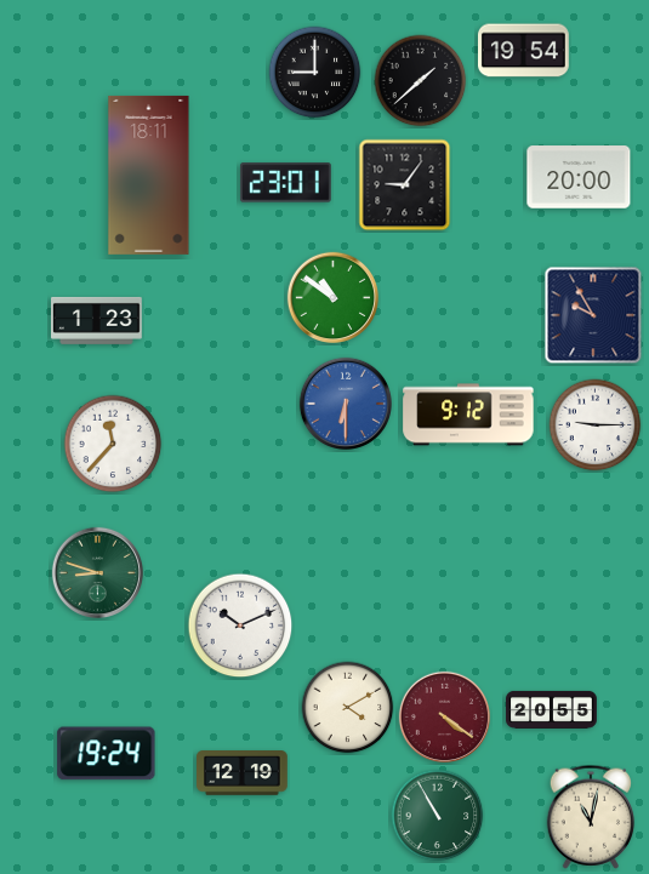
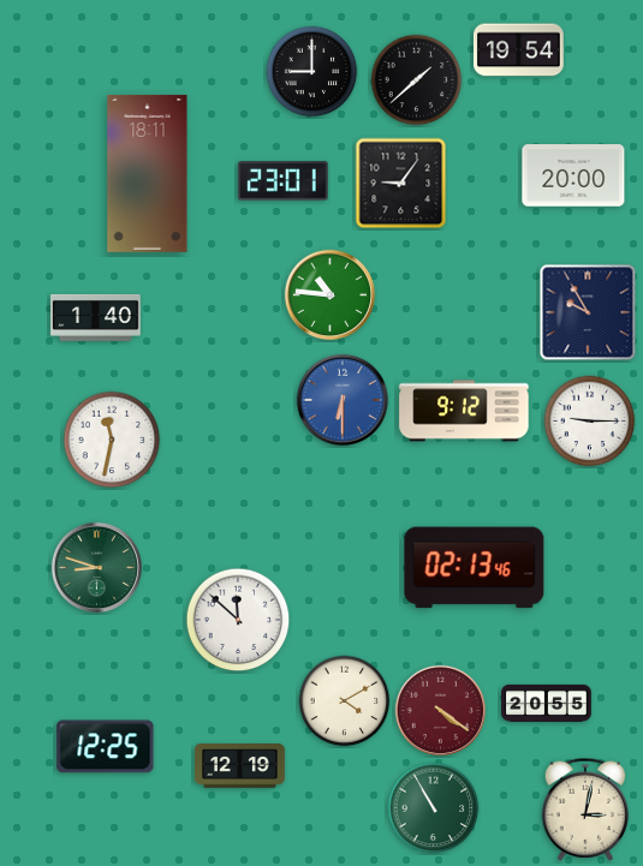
clock at (332, 297): 10:51 -> 10:46
clock at (97, 320): 1:23 -> 1:40
clock at (113, 444): 11:37 -> 11:32
clock at (475, 568): none -> 02:13
clock at (240, 625): 10:11 -> 11:52
clock at (107, 754): 19:24 -> 12:25
clock at (591, 817): 11:02 -> 3:02
